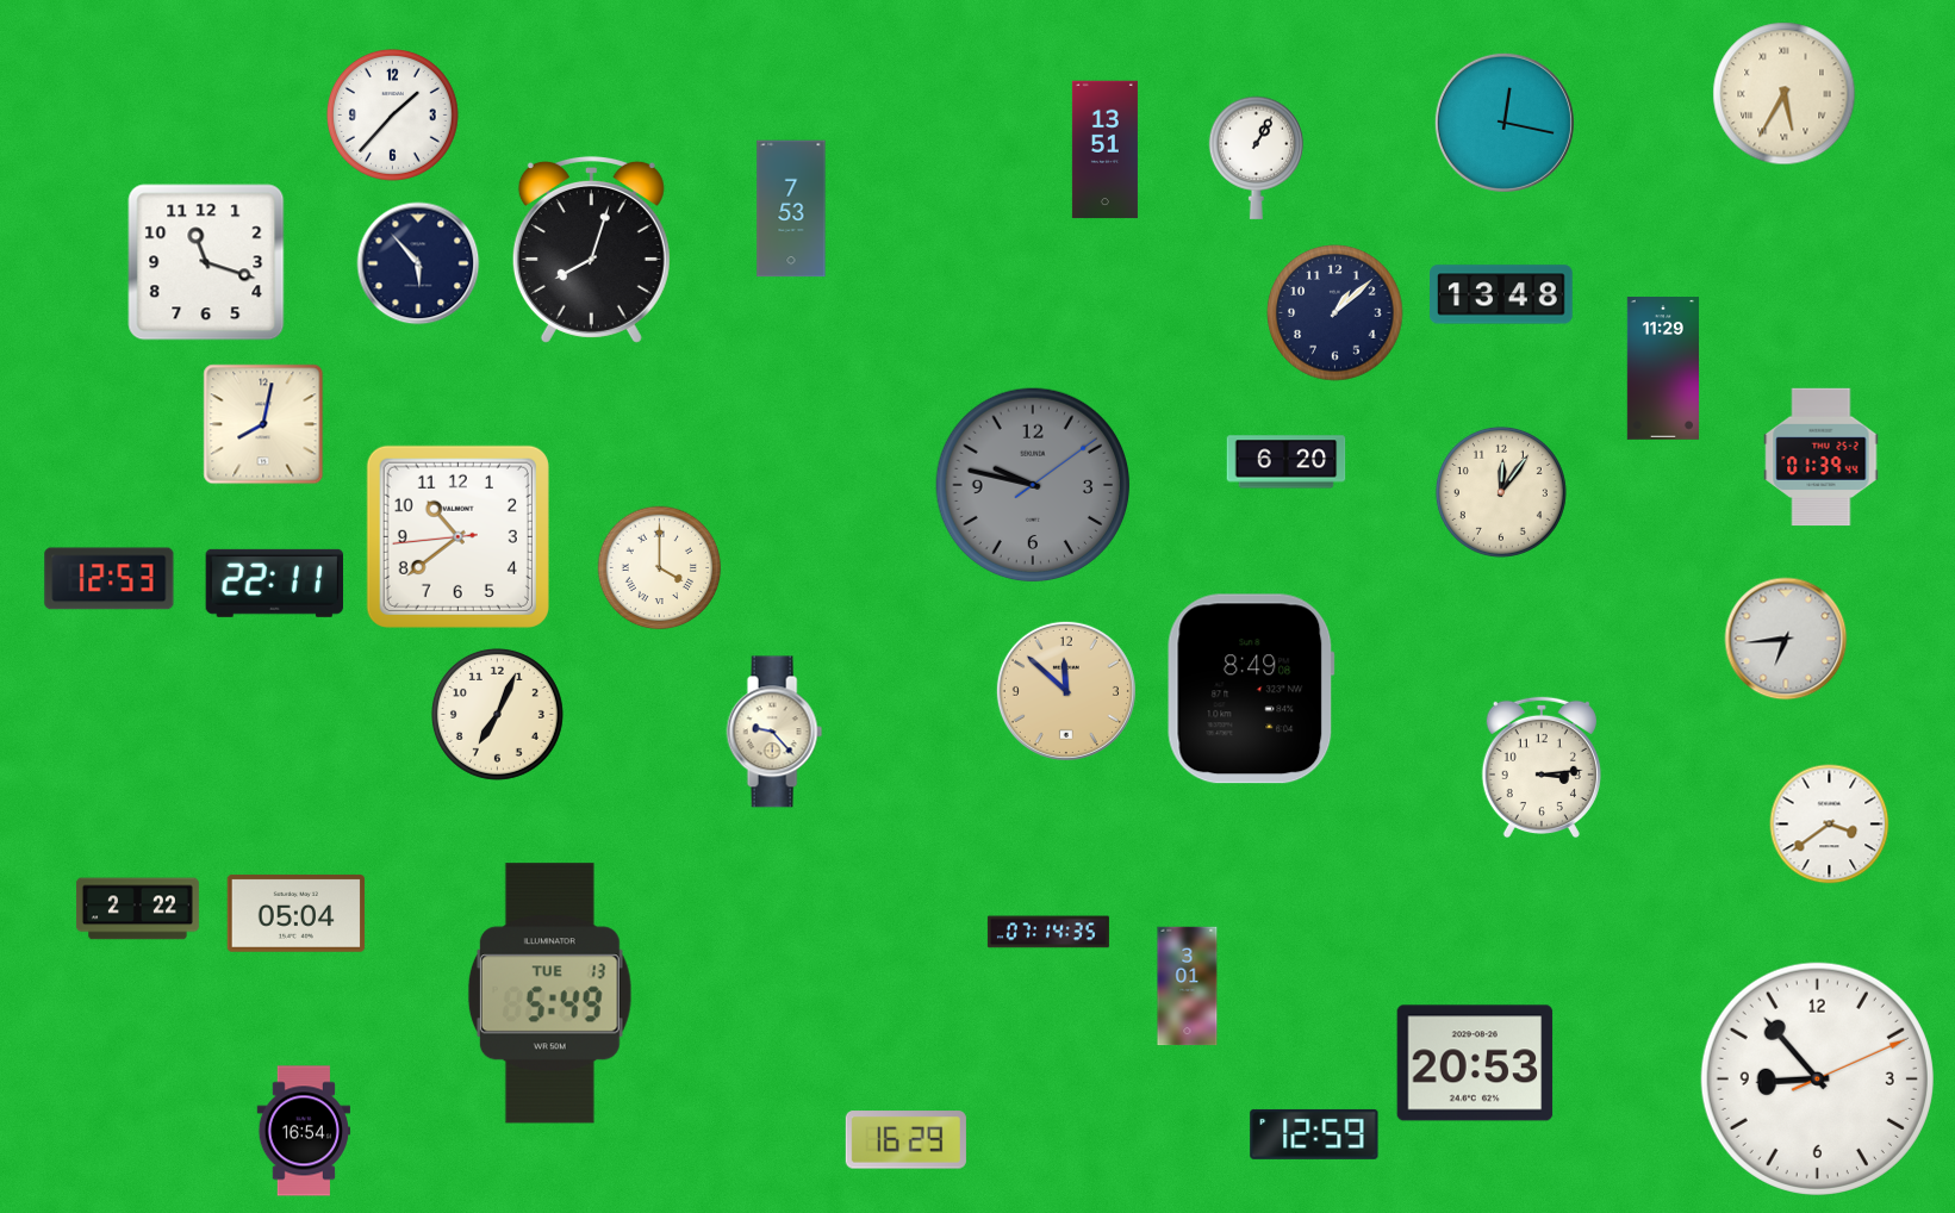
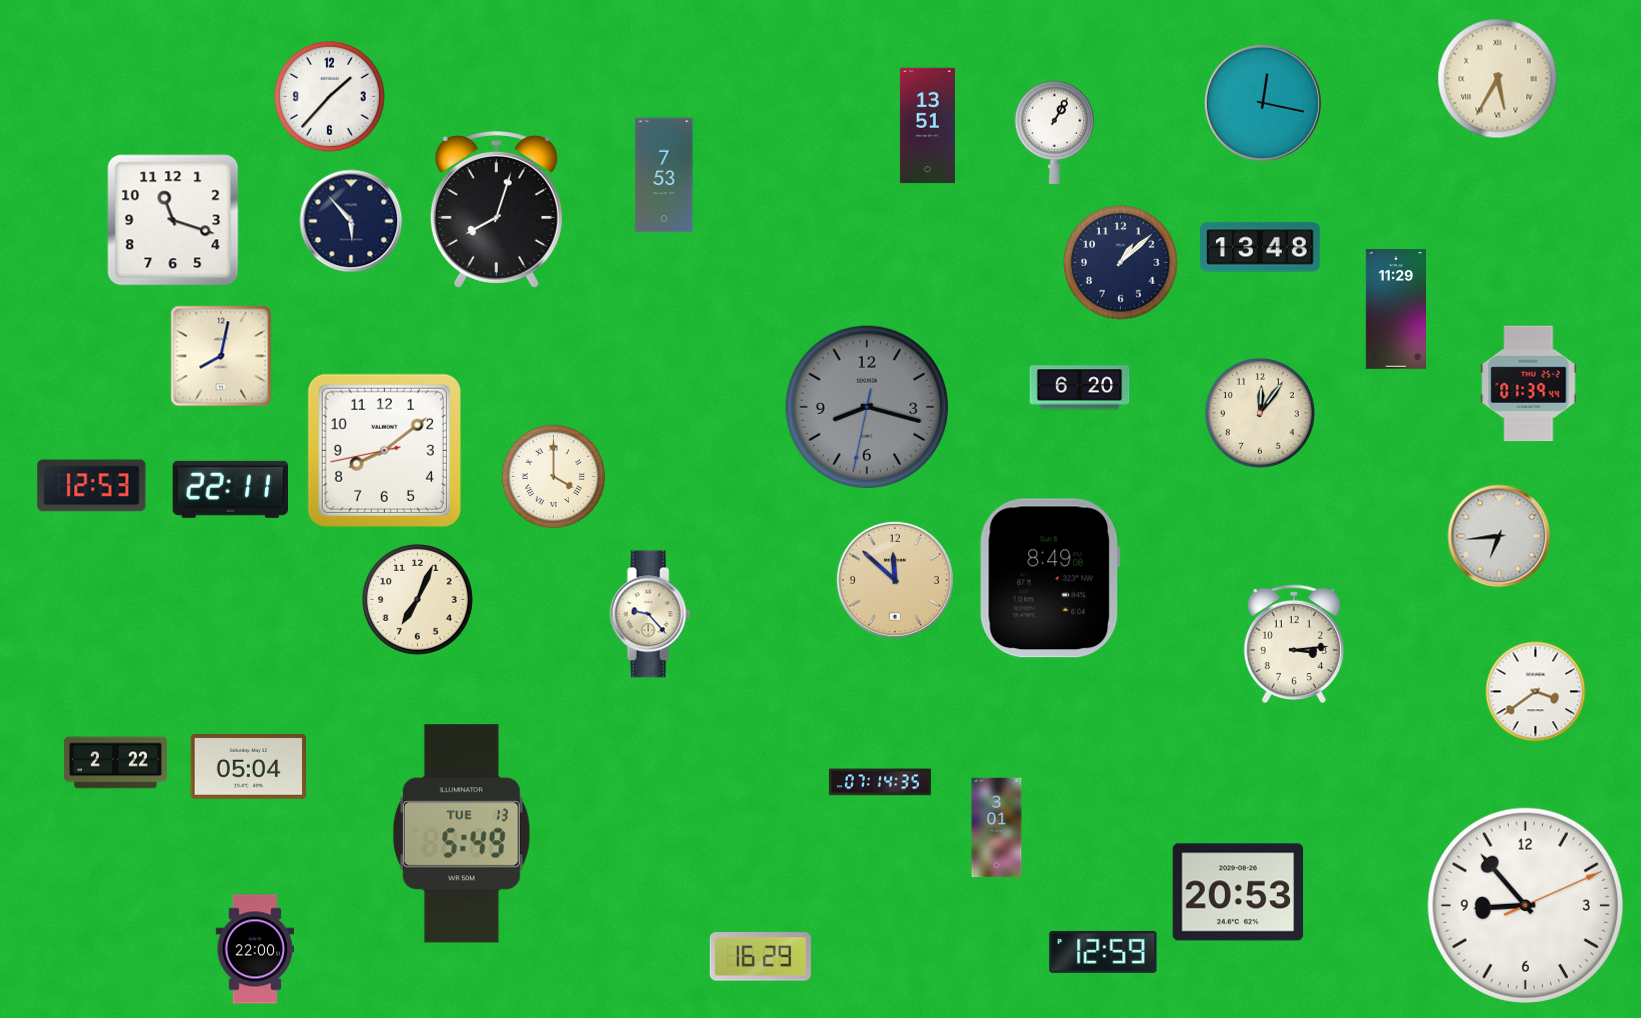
clock at (1033, 485): 9:47 -> 8:17
clock at (457, 536): 10:38 -> 8:08
clock at (303, 1131): 16:54 -> 22:00
